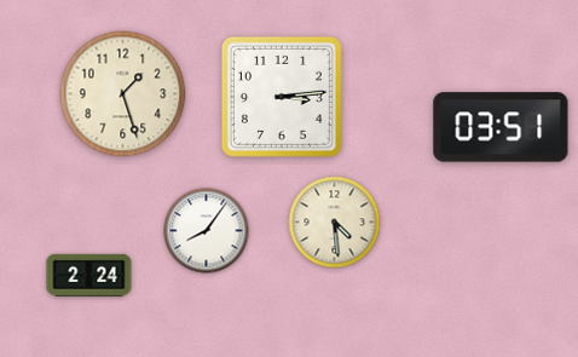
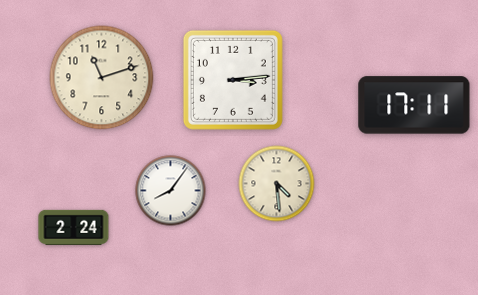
clock at (123, 94): 1:27 -> 11:12
clock at (501, 127): 03:51 -> 17:11
